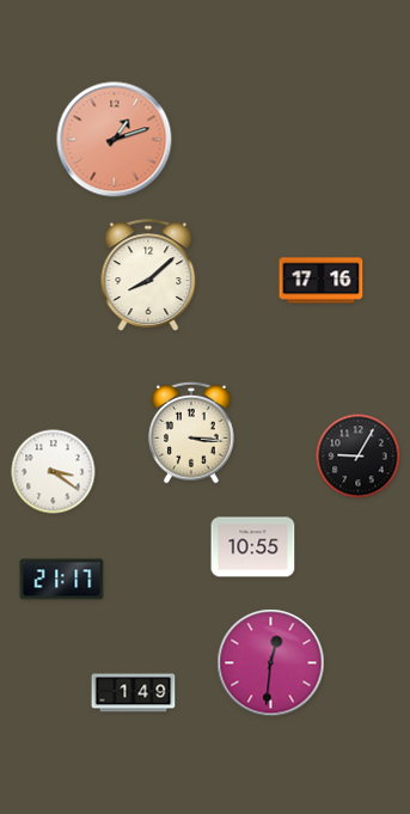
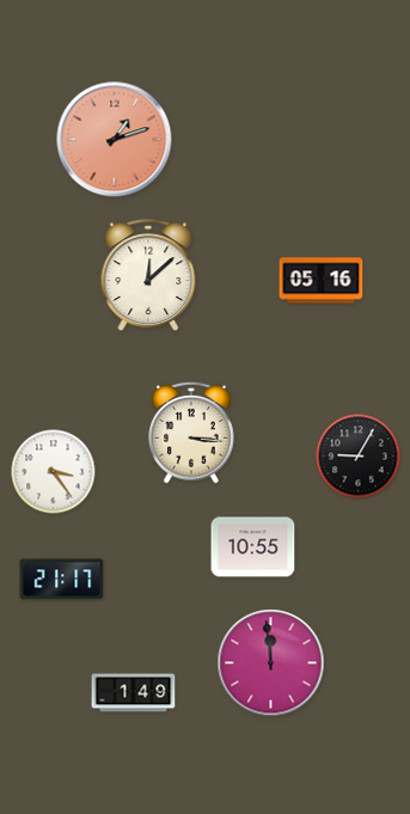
clock at (148, 275): 8:08 -> 12:08
clock at (322, 281): 17:16 -> 05:16
clock at (54, 472): 3:21 -> 3:24
clock at (271, 663): 12:31 -> 11:59
